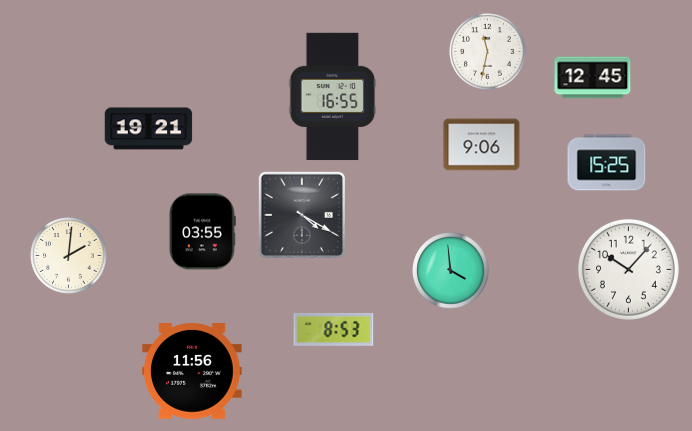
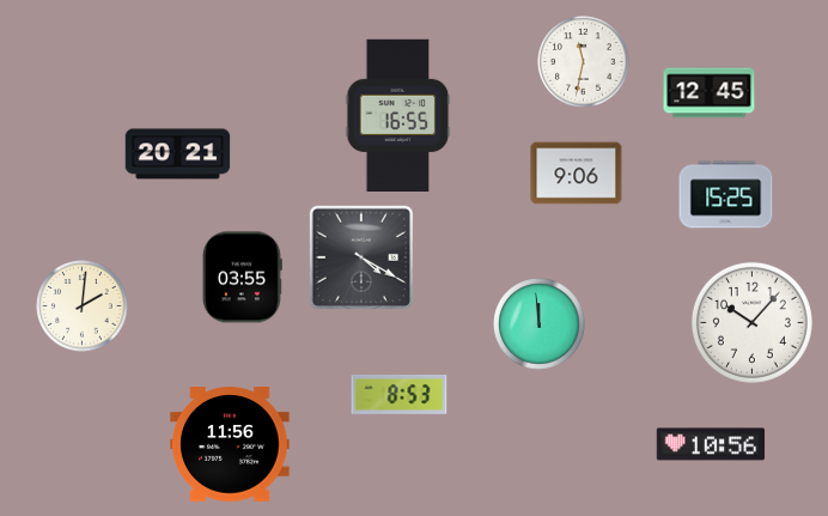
clock at (149, 129): 19:21 -> 20:21
clock at (451, 271): 3:59 -> 11:59
clock at (710, 444): none -> 10:56
